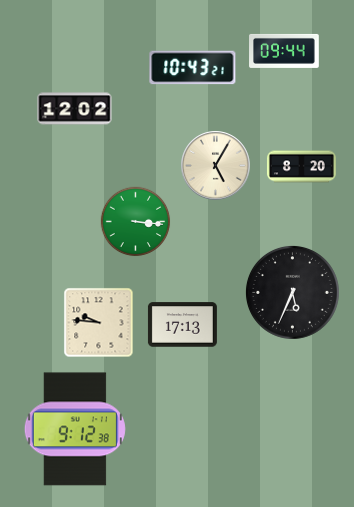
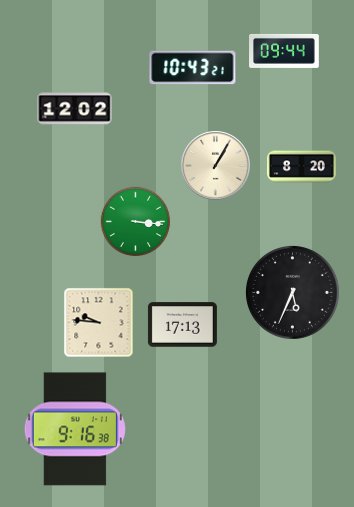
clock at (216, 166): 5:05 -> 1:05
clock at (75, 429): 9:12 -> 9:16
